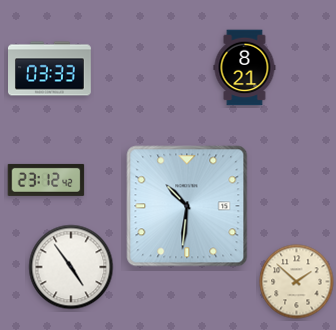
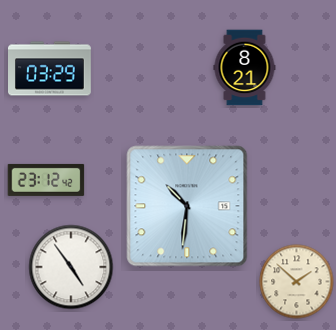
clock at (50, 69): 03:33 -> 03:29
